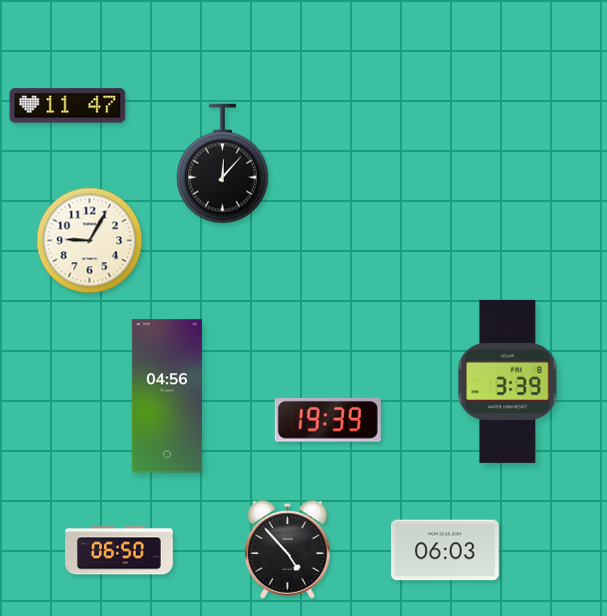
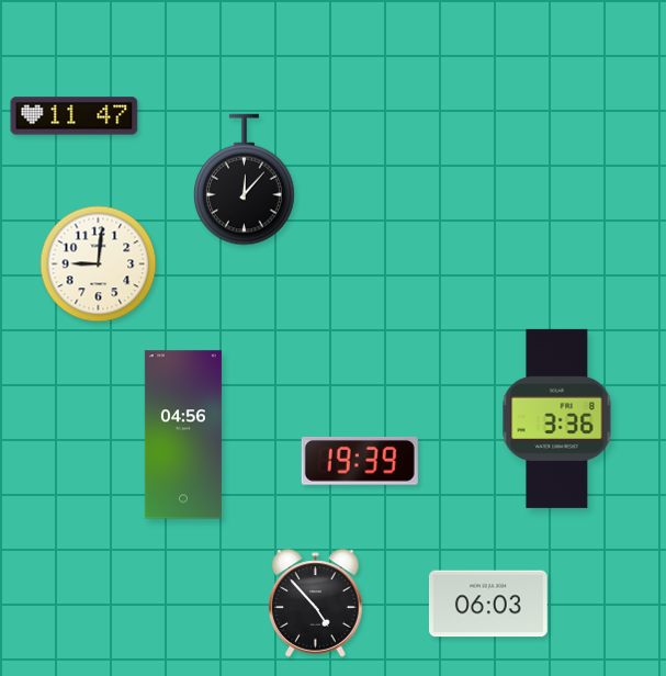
clock at (90, 241): 9:05 -> 9:01
clock at (508, 381): 3:39 -> 3:36
clock at (119, 550): 06:50 -> none
